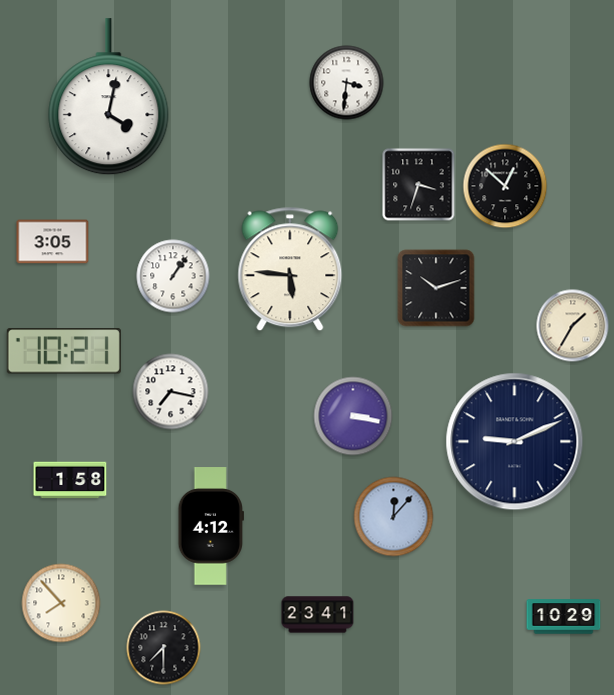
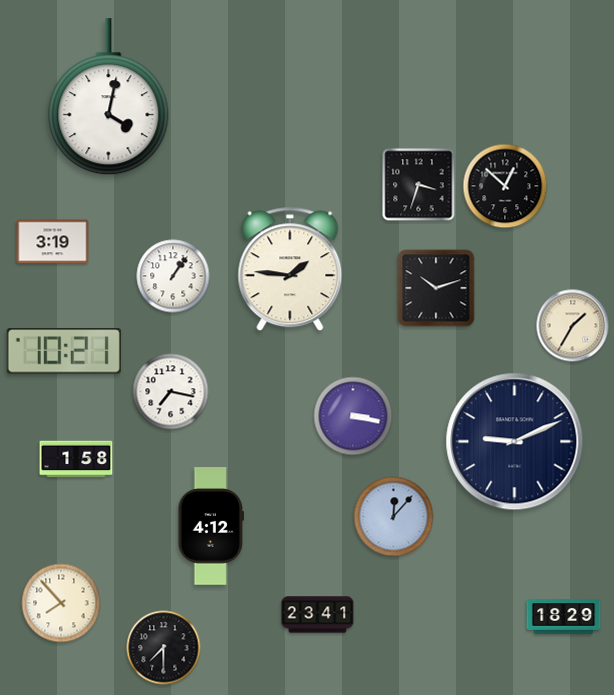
clock at (347, 83): 3:31 -> none
clock at (53, 242): 3:05 -> 3:19
clock at (290, 269): 5:46 -> 1:46
clock at (70, 480) position: (70, 480) -> (76, 459)
clock at (564, 617): 10:29 -> 18:29
